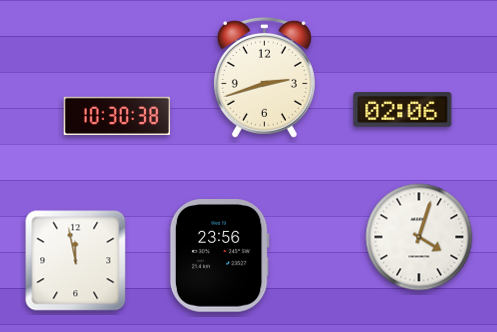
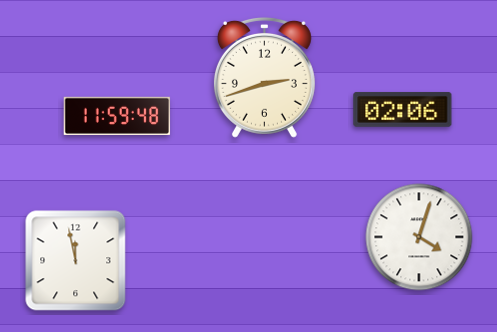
clock at (117, 116): 10:30 -> 11:59
clock at (219, 256): 23:56 -> none
